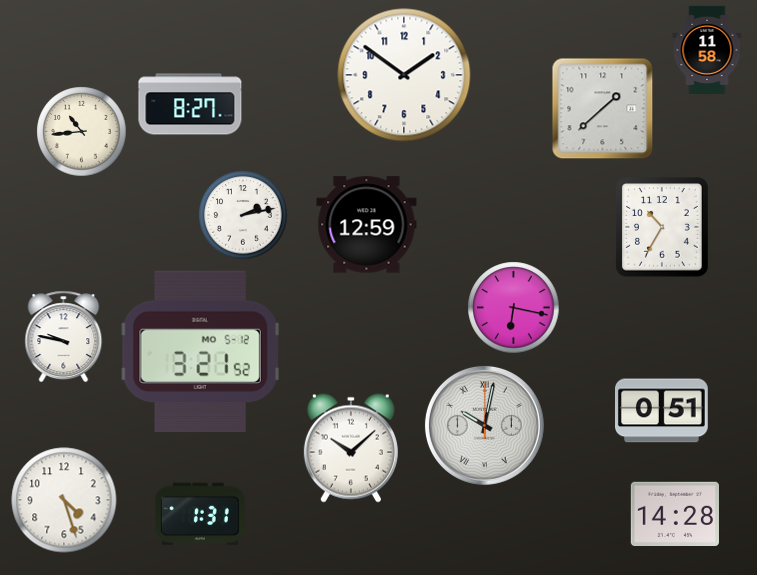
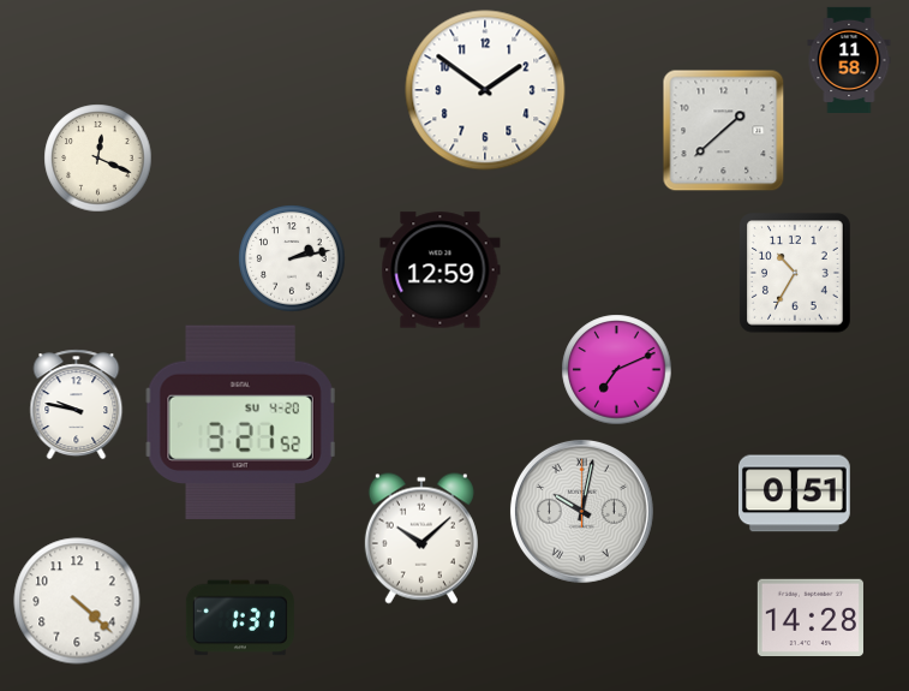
clock at (190, 104): 8:27 -> none
clock at (82, 132): 10:44 -> 12:19
clock at (514, 308): 6:17 -> 7:11
clock at (200, 352) date: MO 5-12 -> SU 4-20
clock at (64, 500): 4:27 -> 4:22
